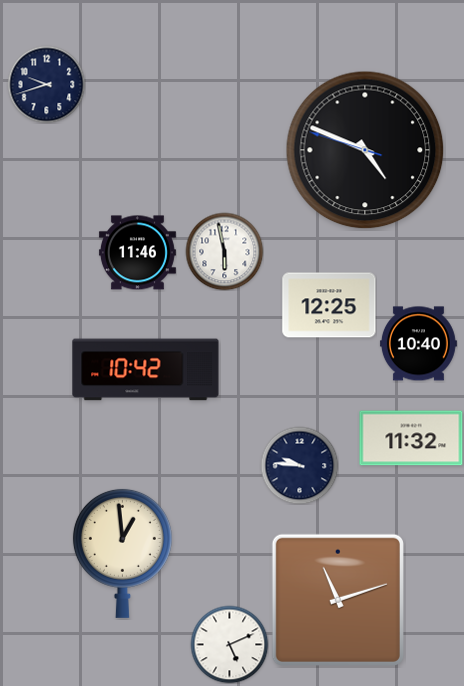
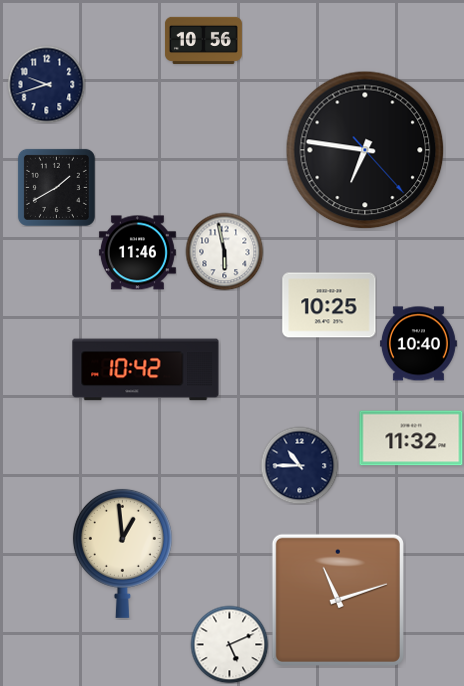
clock at (203, 40): none -> 10:56
clock at (365, 150): 4:48 -> 6:46
clock at (56, 187): none -> 1:40
clock at (329, 305): 12:25 -> 10:25
clock at (299, 465): 9:46 -> 10:45
